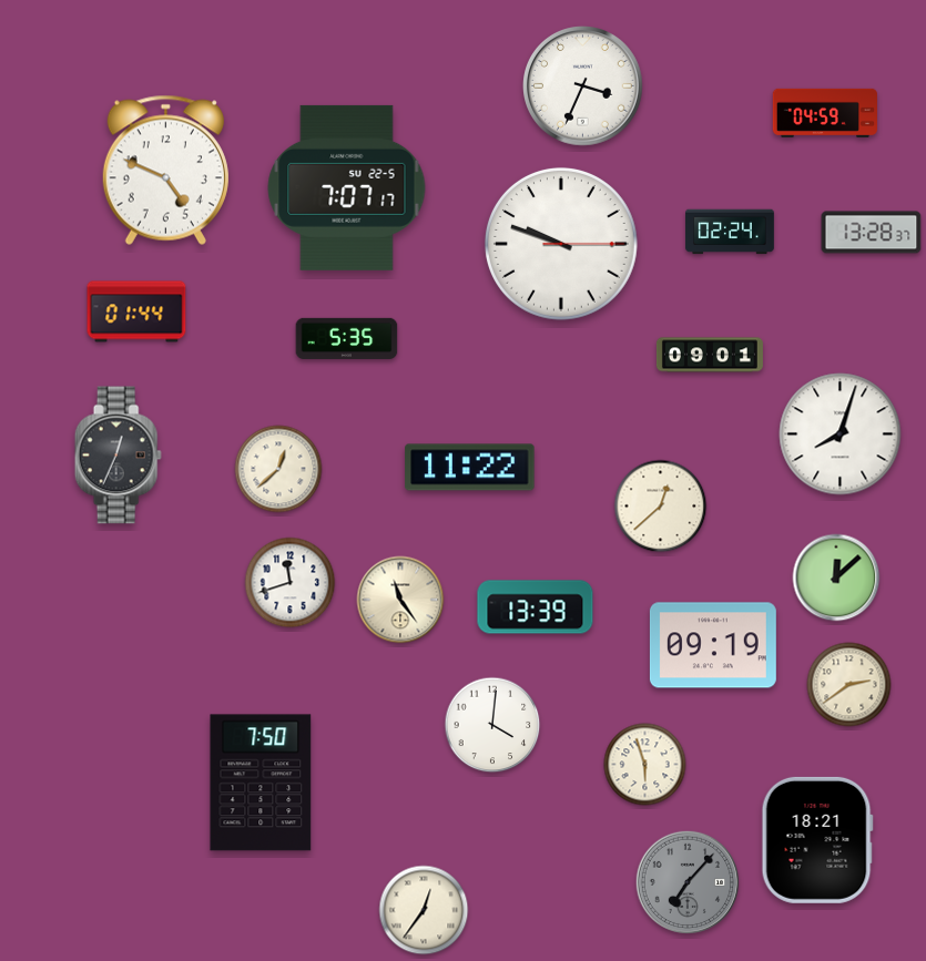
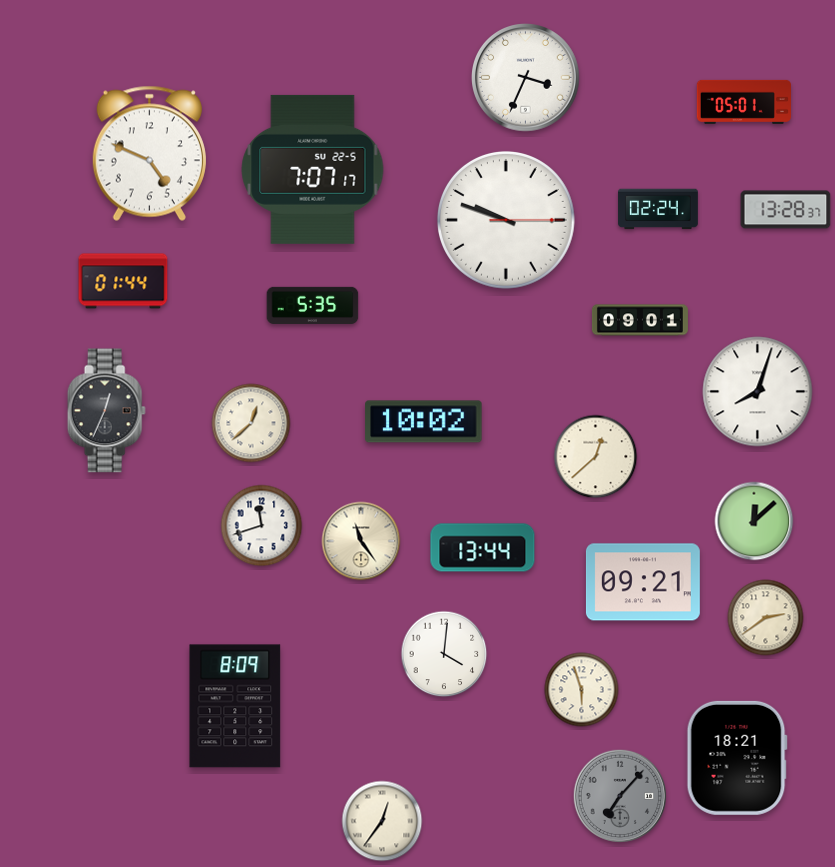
clock at (825, 113): 04:59 -> 05:01
clock at (470, 468): 11:22 -> 10:02
clock at (536, 607): 13:39 -> 13:44
clock at (713, 645): 09:19 -> 09:21
clock at (261, 783): 7:50 -> 8:09
